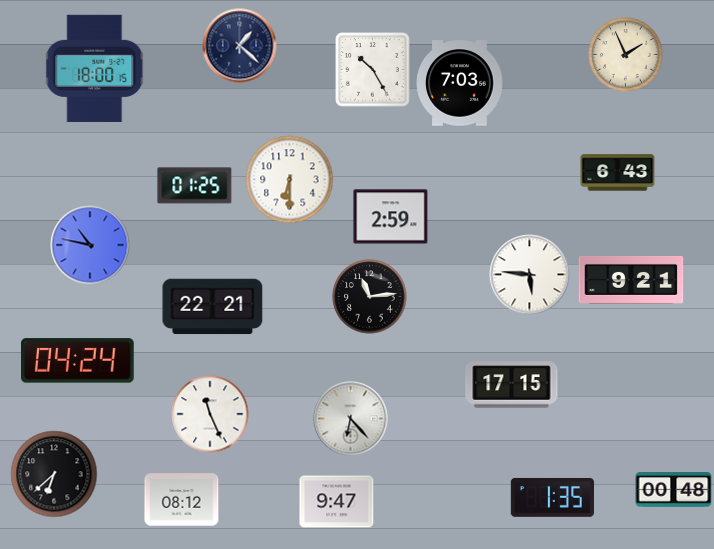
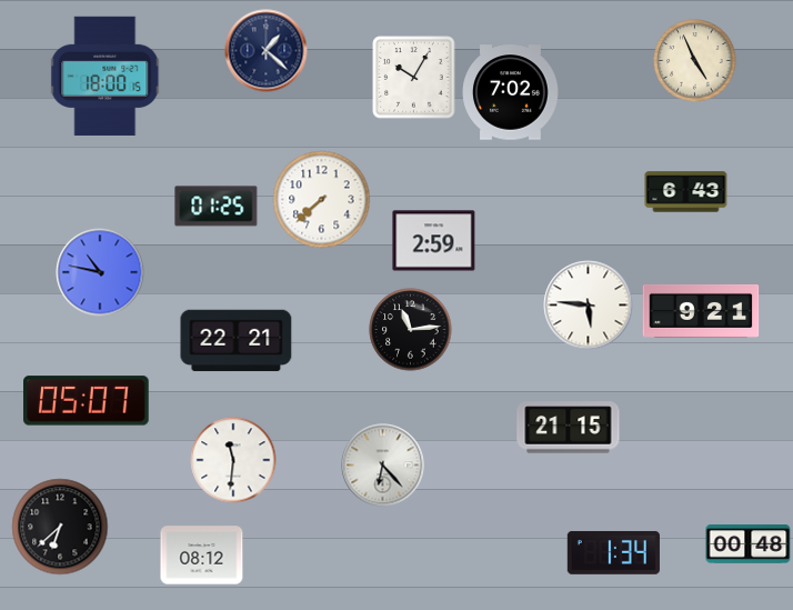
clock at (626, 55): 1:56 -> 4:56
clock at (373, 70): 10:25 -> 10:05
clock at (460, 83): 7:03 -> 7:02
clock at (290, 180): 6:30 -> 7:38
clock at (78, 361): 04:24 -> 05:07
clock at (512, 385): 17:15 -> 21:15
clock at (210, 414): 11:26 -> 11:31
clock at (351, 419) position: (351, 419) -> (383, 466)
clock at (552, 497): 1:35 -> 1:34
clock at (337, 502): 9:47 -> none
